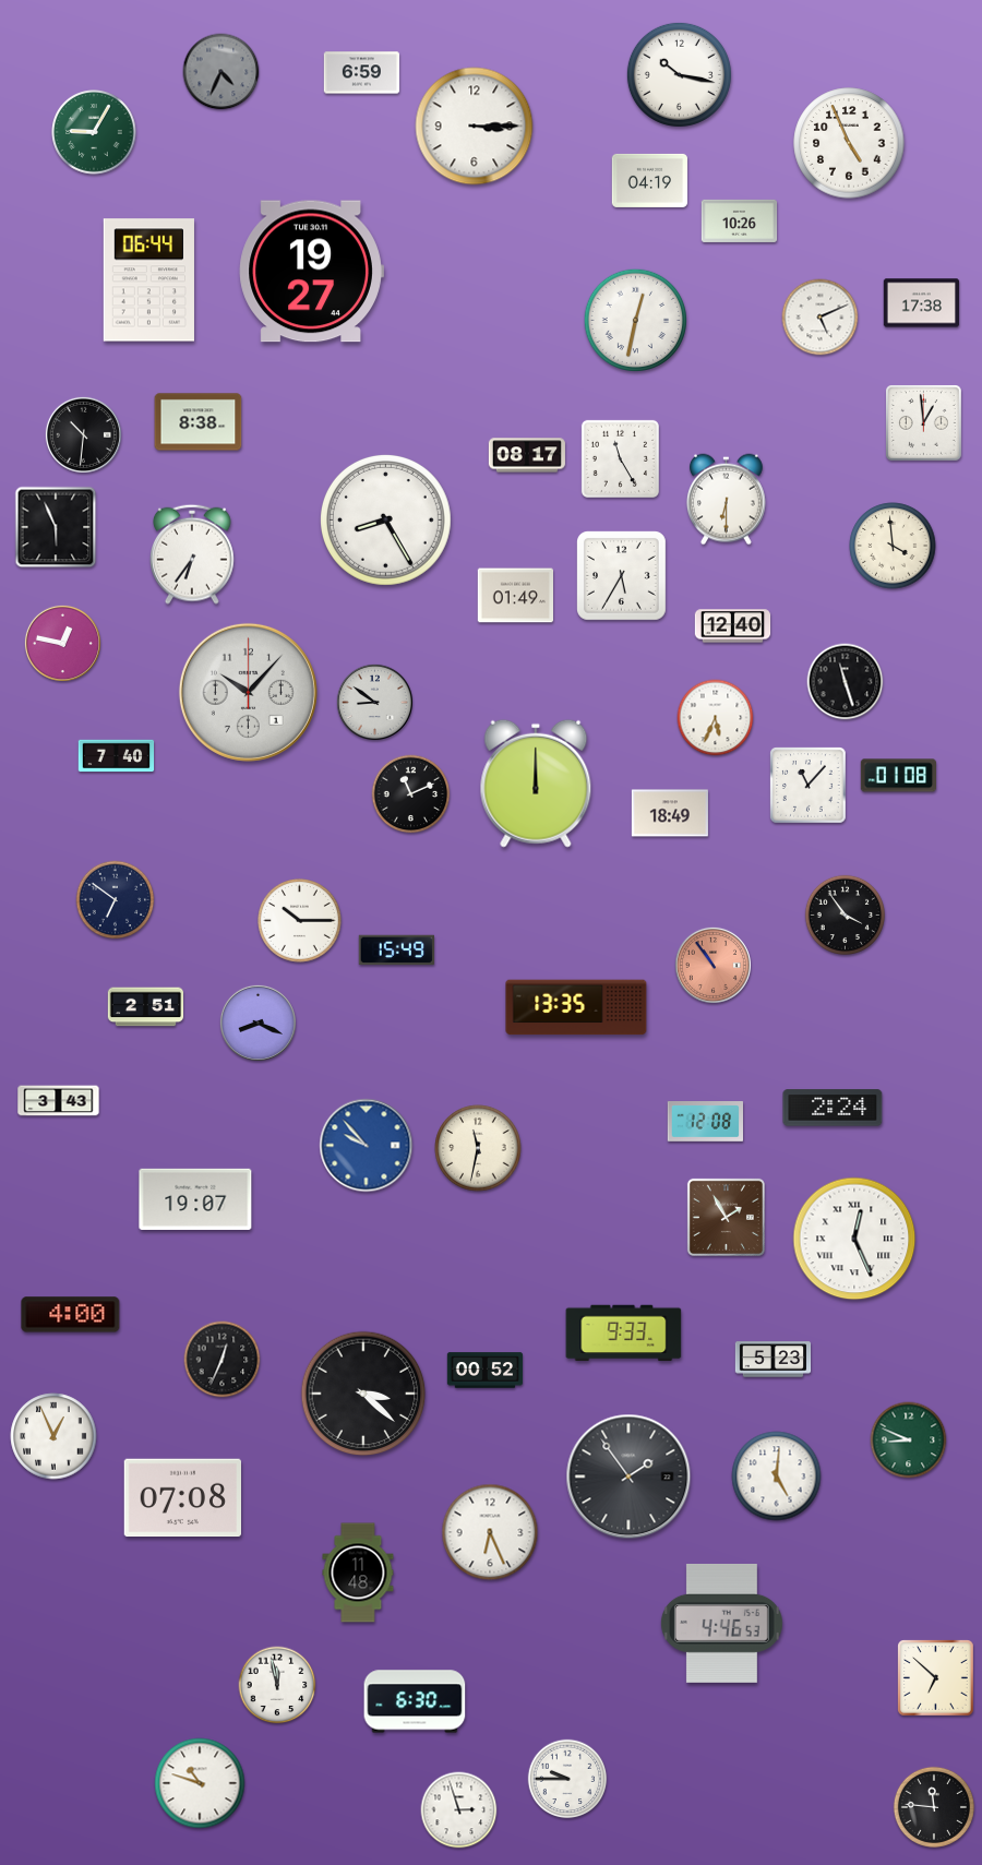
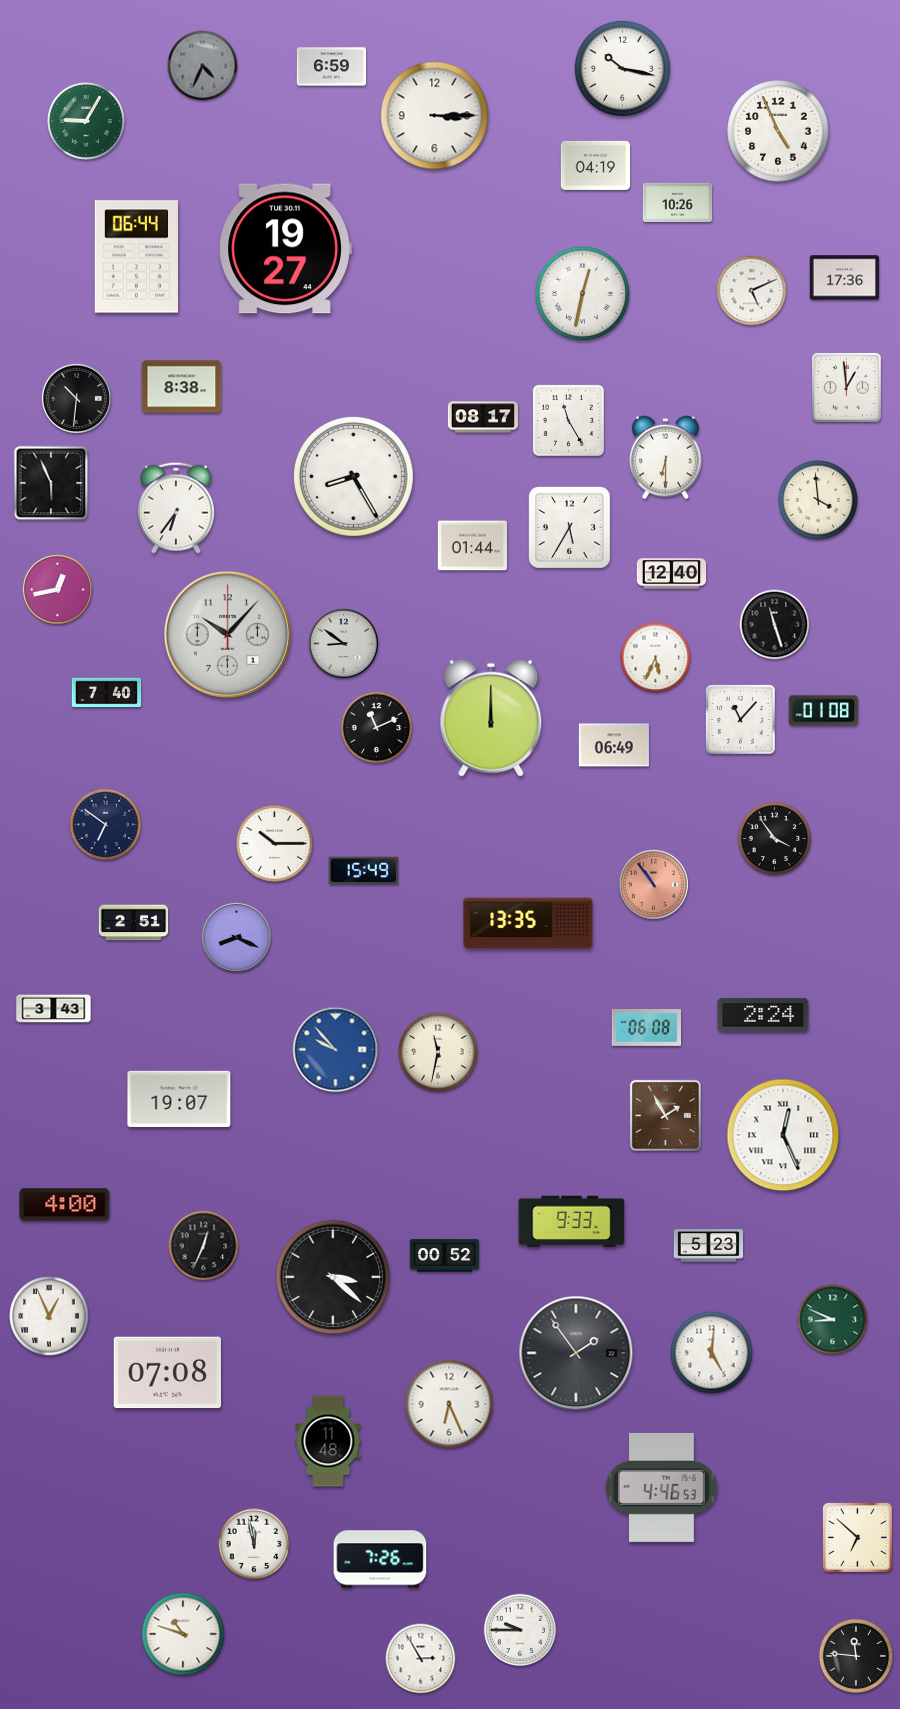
clock at (922, 303): 17:38 -> 17:36
clock at (515, 596): 01:49 -> 01:44
clock at (62, 643): 12:47 -> 12:43
clock at (670, 813): 18:49 -> 06:49
clock at (705, 1122): 12:08 -> 06:08
clock at (415, 1701): 6:30 -> 7:26
clock at (459, 1810): 2:57 -> 2:55
